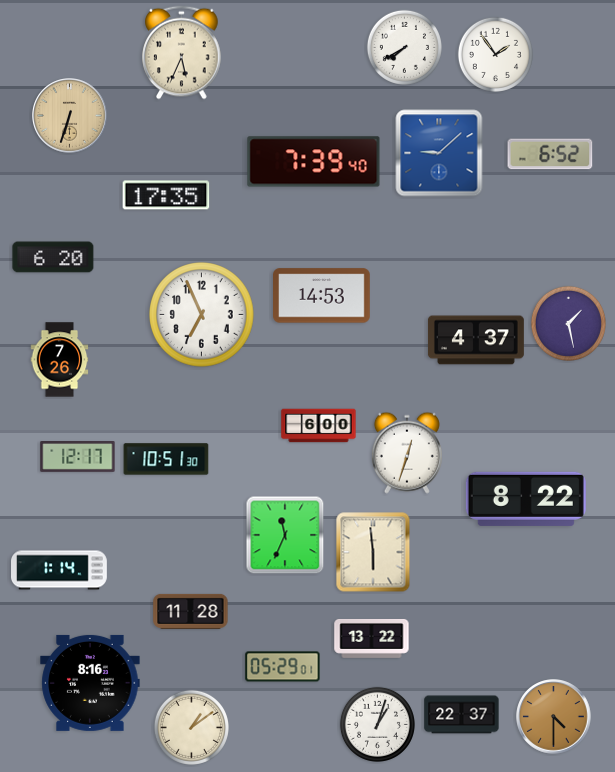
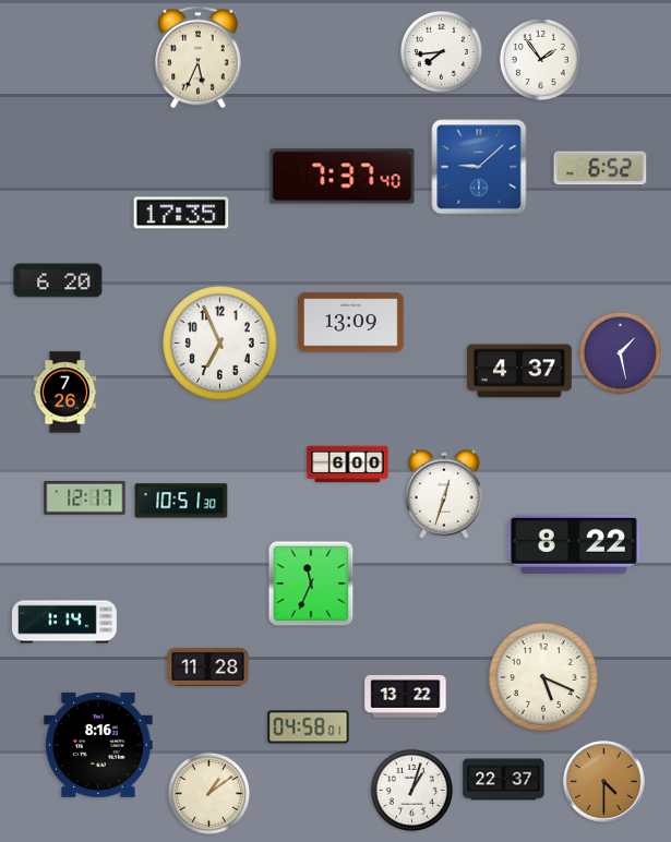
clock at (404, 47): 7:40 -> 7:44
clock at (70, 116): 6:33 -> none
clock at (314, 162): 7:39 -> 7:37
clock at (322, 296): 14:53 -> 13:09
clock at (373, 552): 5:59 -> none
clock at (544, 678): none -> 5:19
clock at (283, 667): 05:29 -> 04:58
